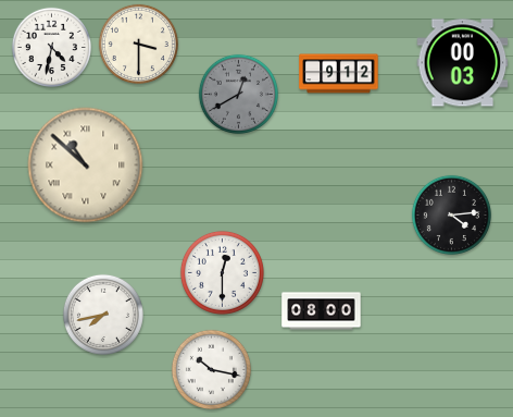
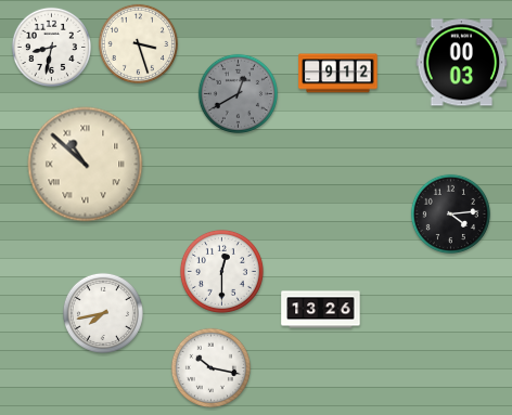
clock at (138, 44): 3:30 -> 3:27
clock at (51, 47): 4:32 -> 8:32
clock at (322, 311): 08:00 -> 13:26
